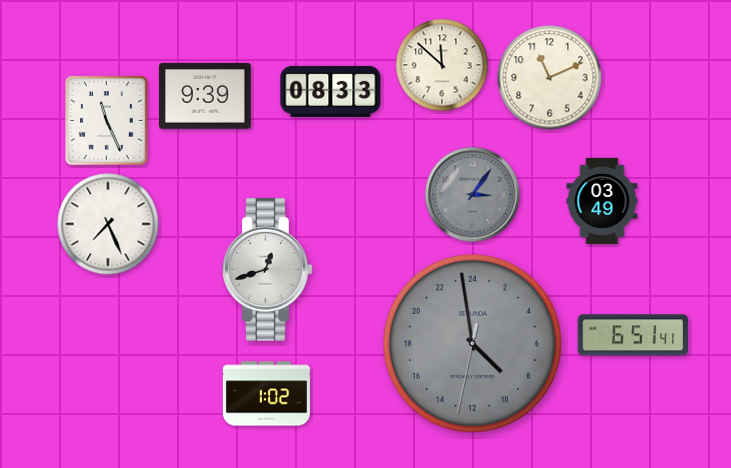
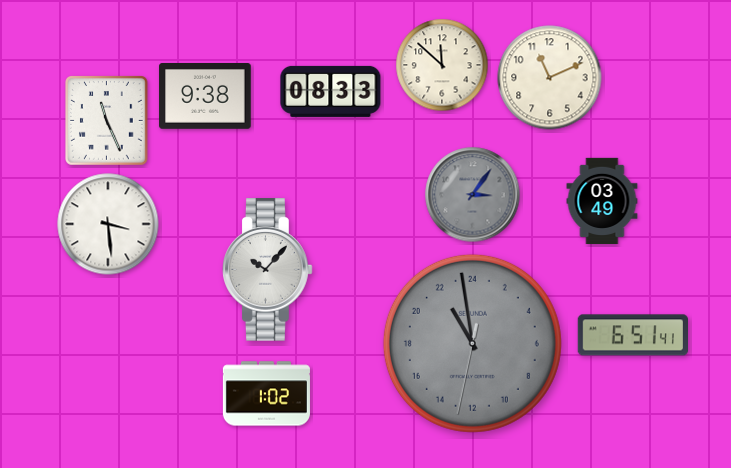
clock at (205, 97): 9:39 -> 9:38
clock at (108, 224): 7:26 -> 3:29
clock at (268, 270): 12:42 -> 10:07
clock at (472, 343): 8:58 -> 21:58
